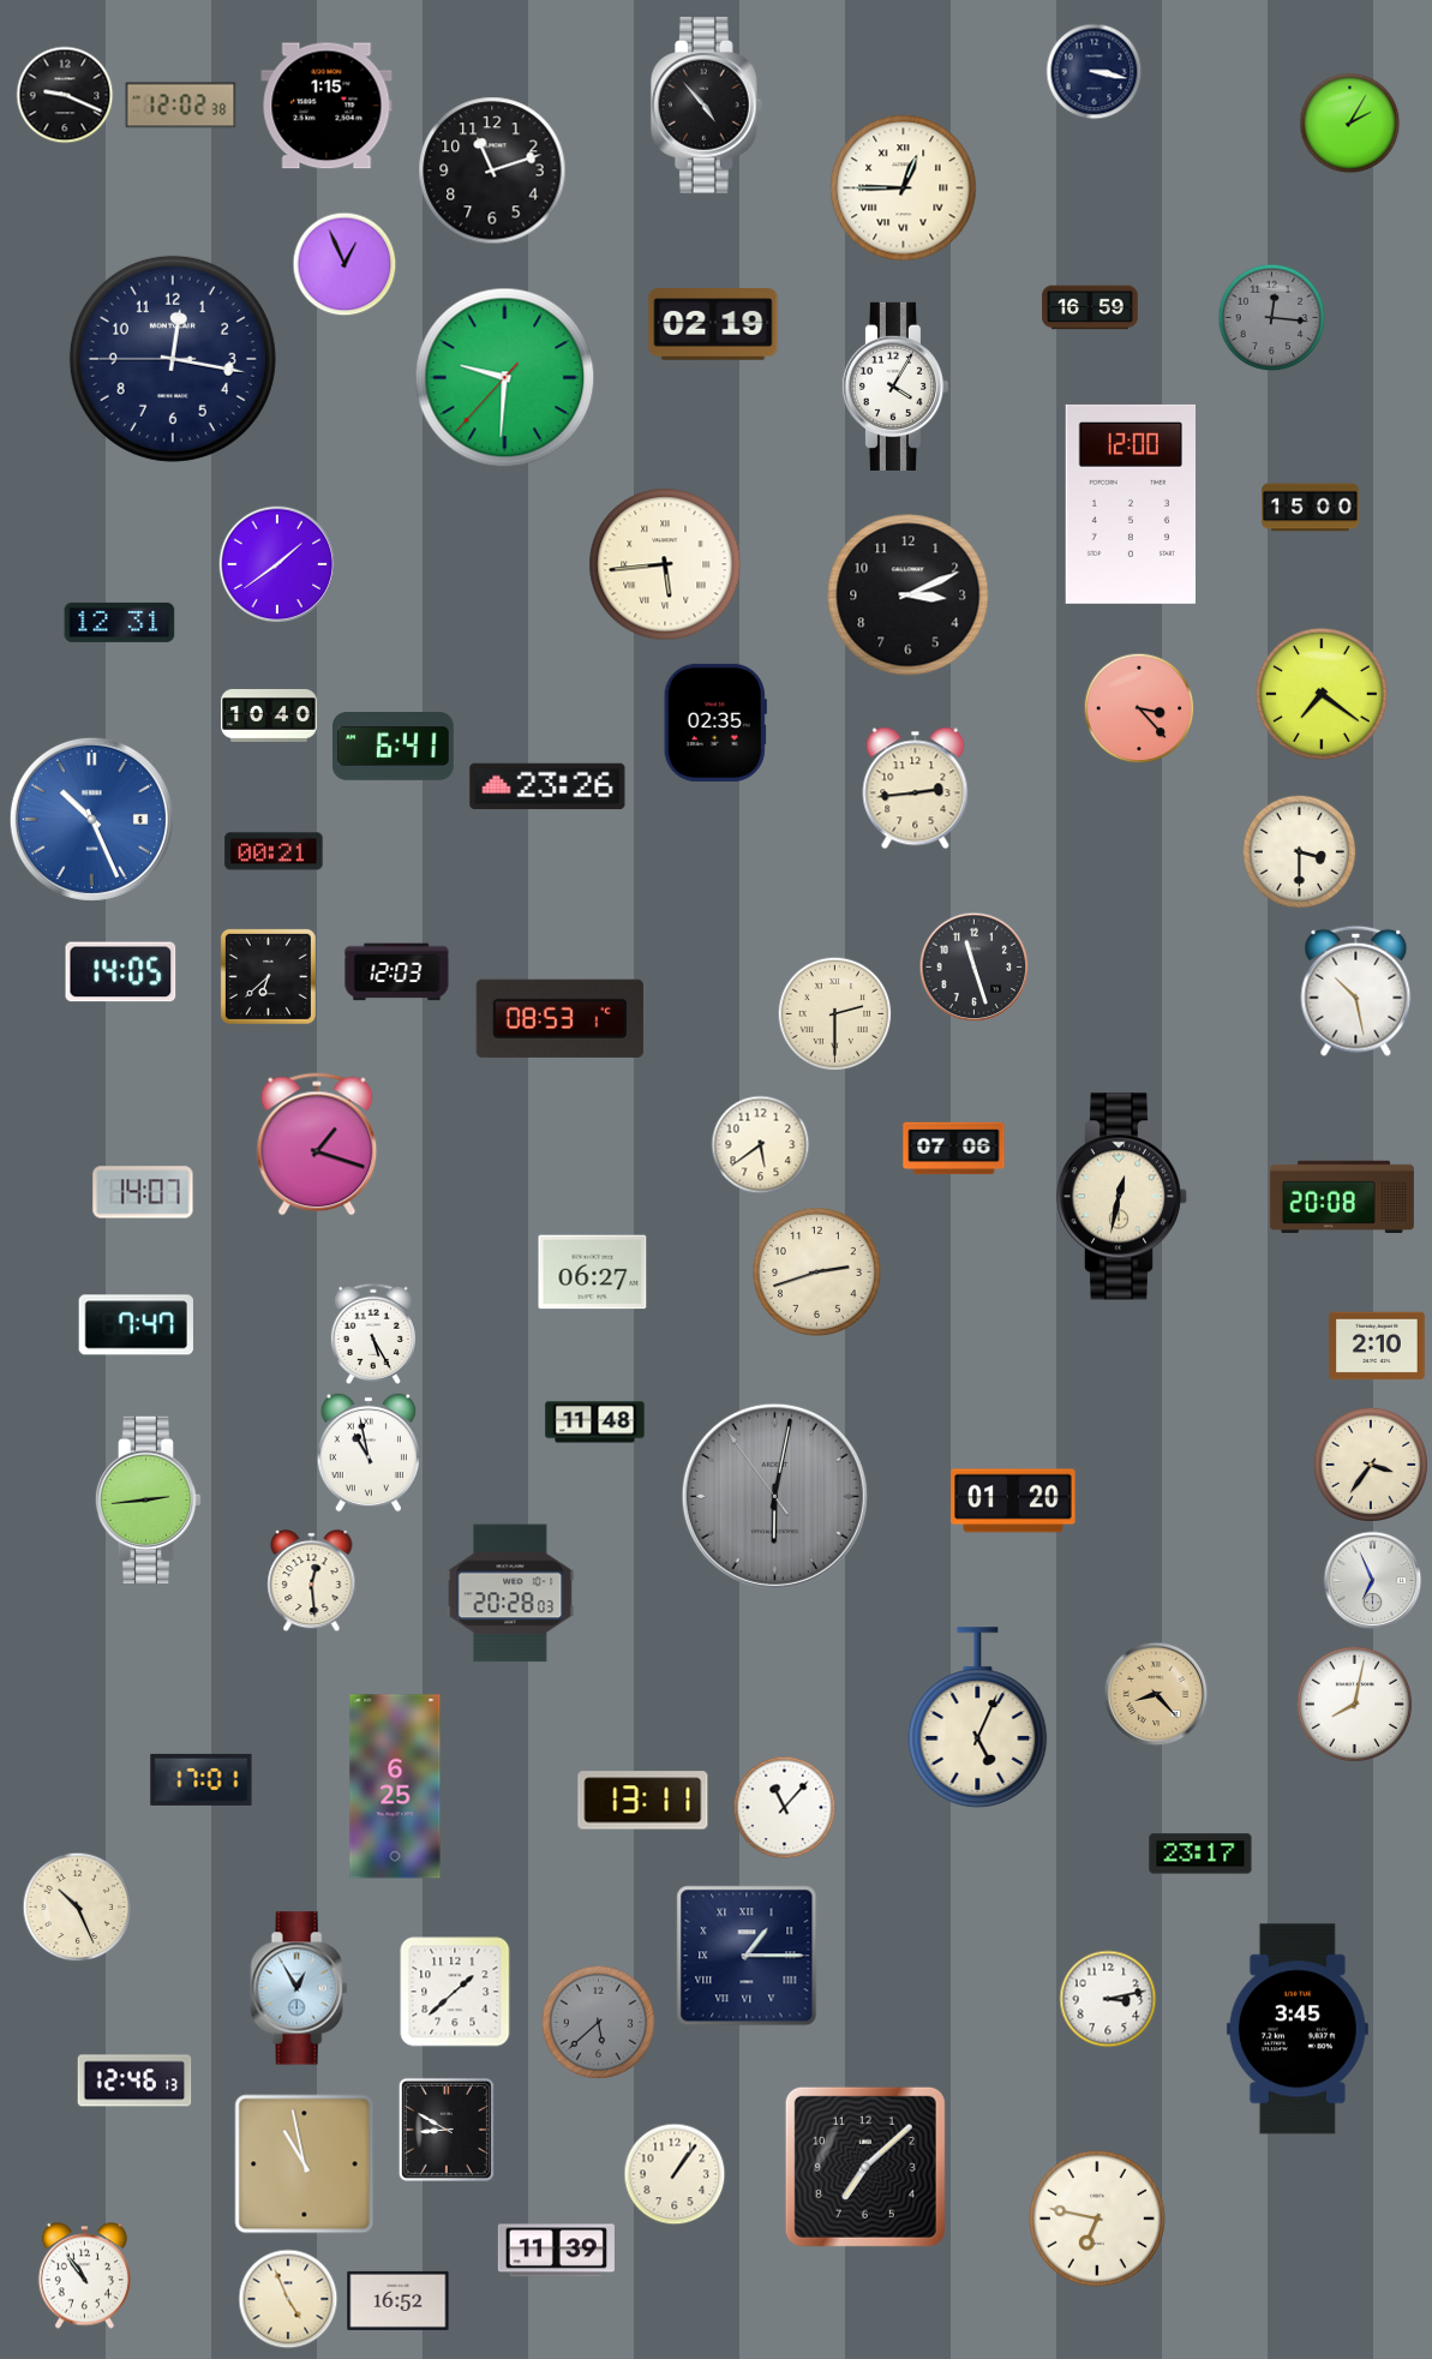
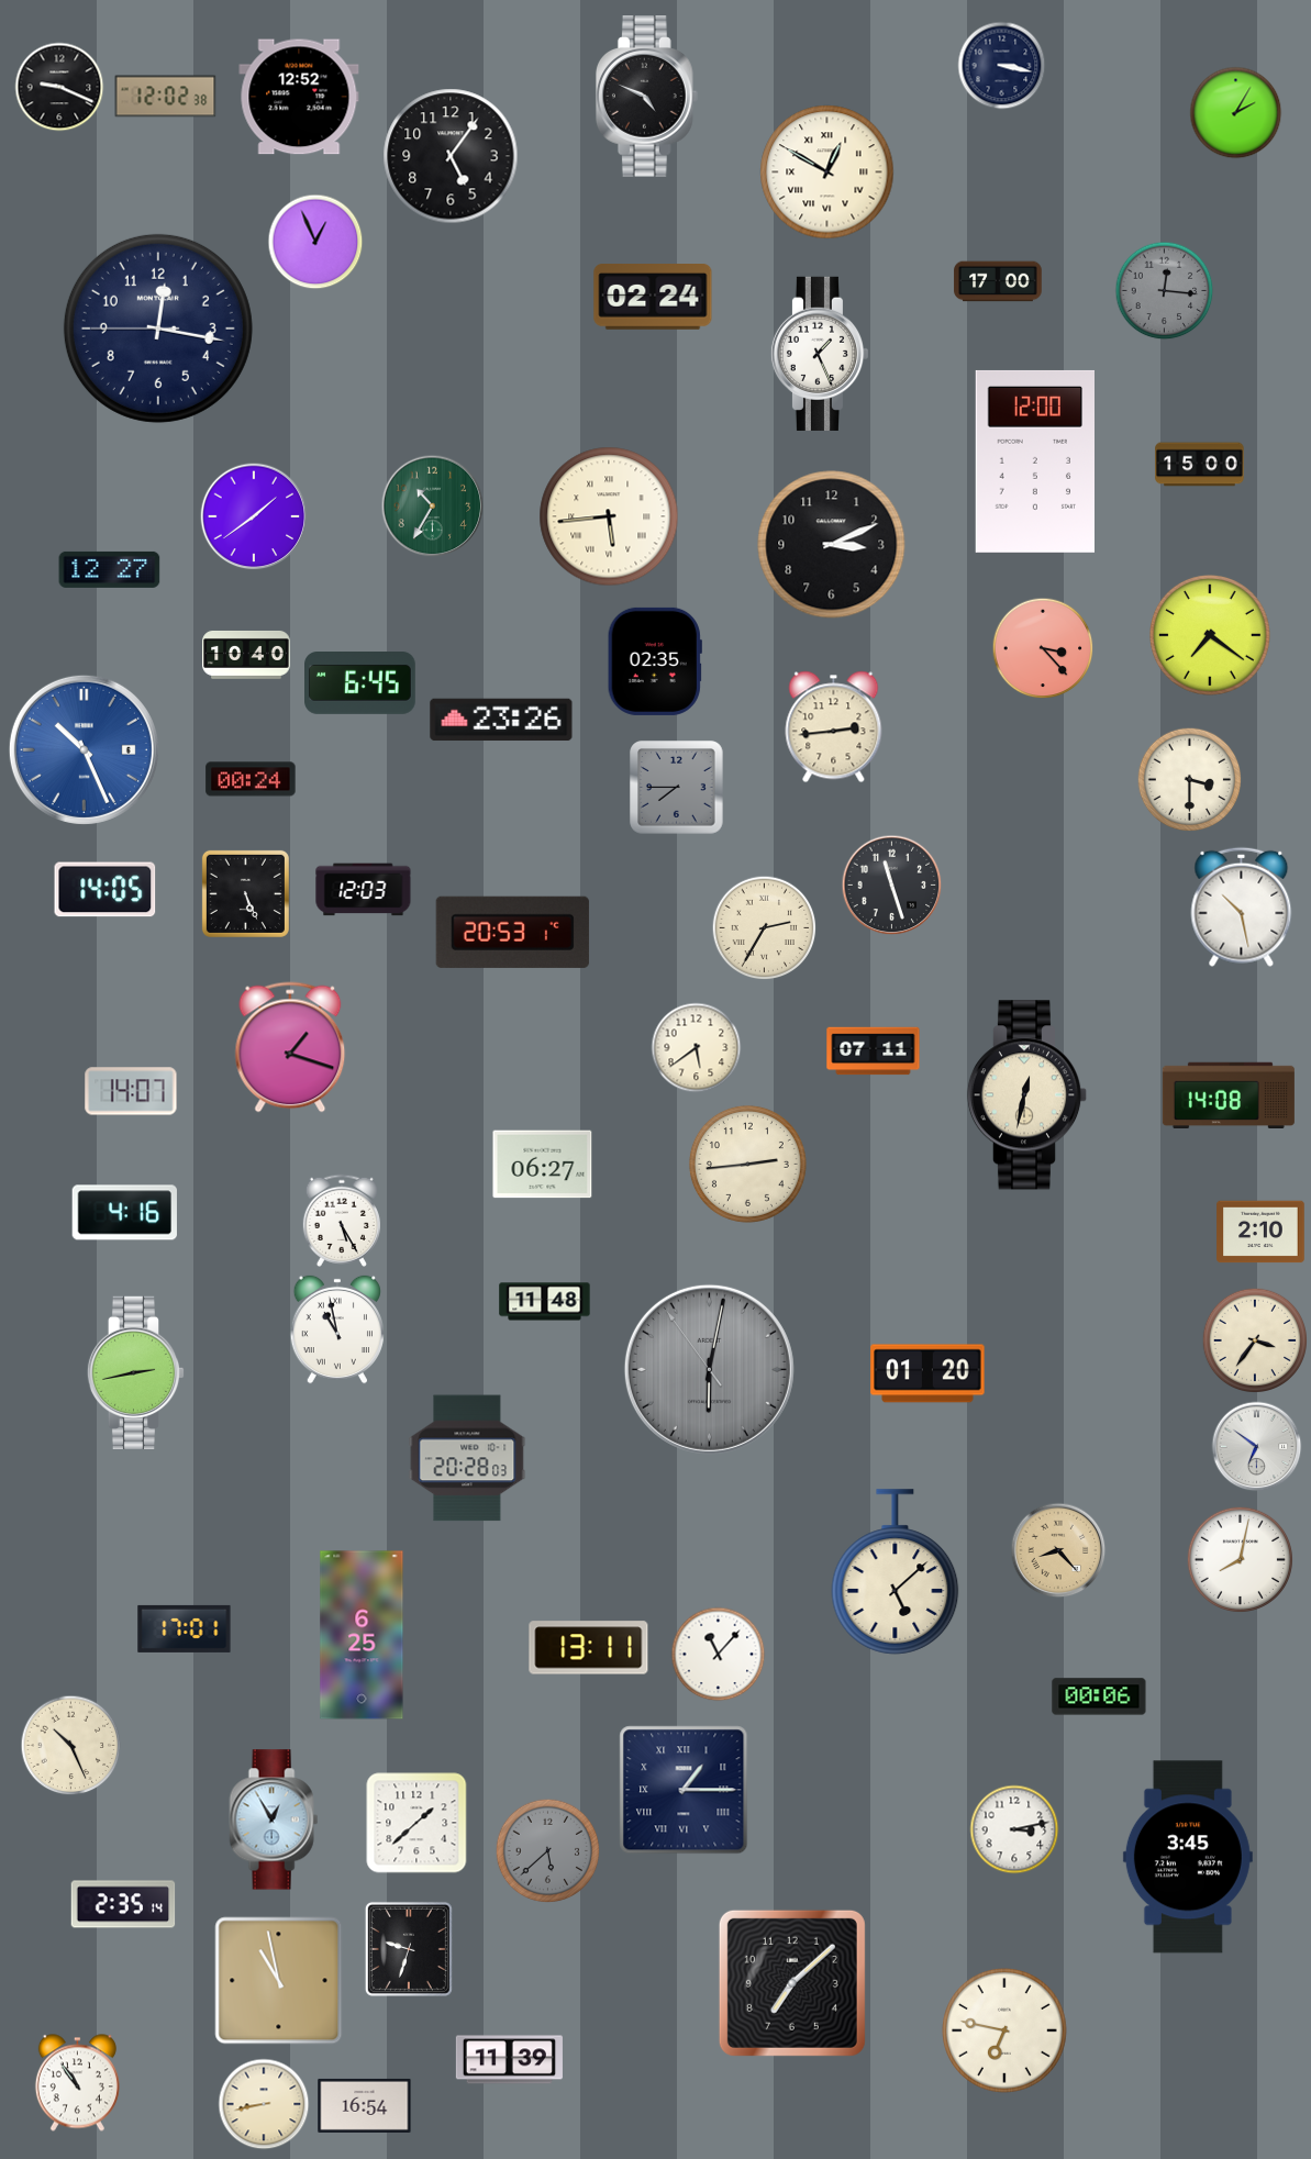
clock at (326, 106): 1:15 -> 12:52
clock at (706, 106): 4:53 -> 4:49
clock at (492, 170): 11:12 -> 5:06
clock at (904, 188): 12:45 -> 12:50
clock at (1090, 307): 16:59 -> 17:00
clock at (713, 324): 02:19 -> 02:24
clock at (505, 378): 9:30 -> none
clock at (894, 387): 4:05 -> 1:26
clock at (433, 507): none -> 10:35
clock at (120, 622): 12:31 -> 12:27
clock at (394, 747): 6:41 -> 6:45
clock at (916, 789) position: (916, 789) -> (834, 727)
clock at (274, 851): 00:21 -> 00:24
clock at (677, 788): none -> 7:45
clock at (121, 972) position: (121, 972) -> (105, 890)
clock at (268, 976): 6:38 -> 5:26
clock at (835, 1014): 2:30 -> 2:35
clock at (559, 1018): 08:53 -> 20:53
clock at (954, 1149): 07:06 -> 07:11
clock at (1342, 1196): 20:08 -> 14:08
clock at (816, 1271): 2:42 -> 2:44
clock at (136, 1325): 7:47 -> 4:16
clock at (149, 1499): 2:44 -> 2:43
clock at (312, 1581): 12:29 -> none
clock at (1373, 1581): 6:56 -> 6:51
clock at (978, 1718): 5:04 -> 5:08
clock at (1200, 1854): 23:17 -> 00:06
clock at (134, 2080): 12:46 -> 2:35
clock at (447, 2130): 8:50 -> 9:33
clock at (675, 2174): 1:06 -> none
clock at (288, 2299): 4:56 -> 8:43
clock at (399, 2300): 16:52 -> 16:54
